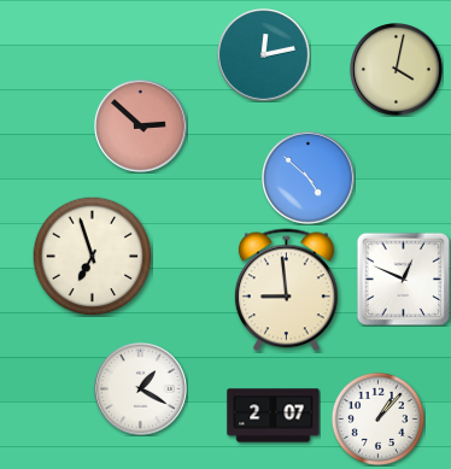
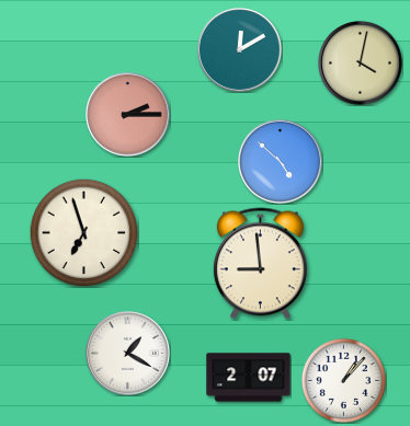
clock at (264, 55): 12:13 -> 12:10
clock at (141, 127): 2:52 -> 2:15
clock at (403, 279): 12:49 -> none
